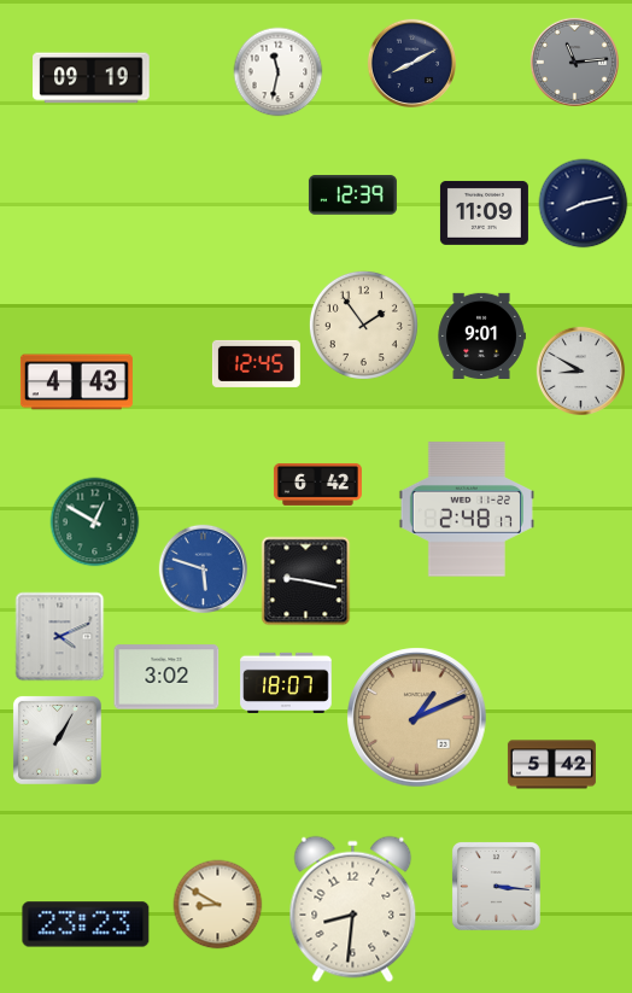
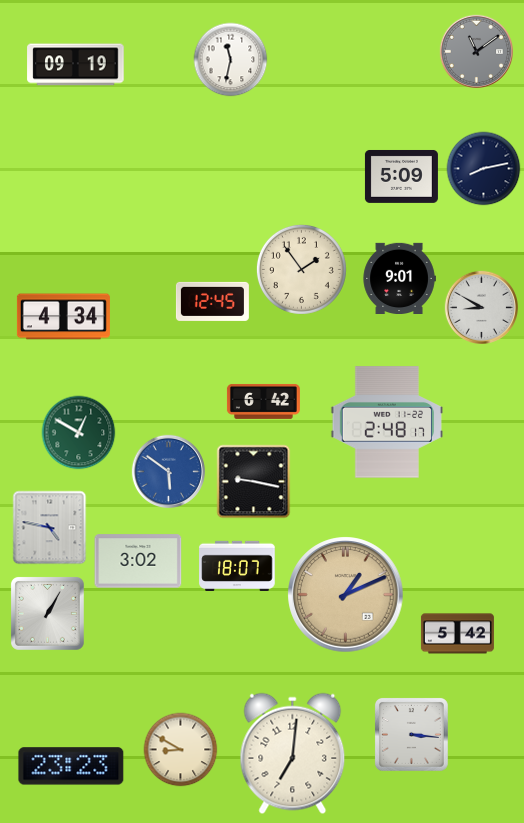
clock at (574, 62): 11:14 -> 11:09
clock at (411, 63): 8:10 -> none
clock at (352, 195): 12:39 -> none
clock at (484, 212): 11:09 -> 5:09
clock at (76, 382): 4:43 -> 4:34
clock at (203, 568): 5:48 -> 5:51
clock at (60, 637): 4:11 -> 4:47
clock at (353, 910): 8:31 -> 7:01
